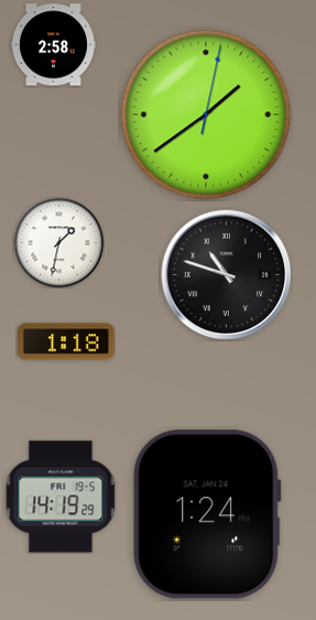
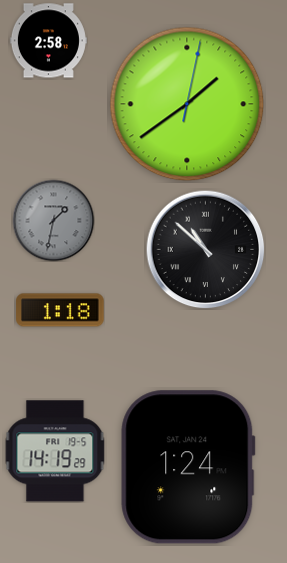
clock at (58, 242) dial: white -> grey
clock at (226, 274): 10:48 -> 10:52
